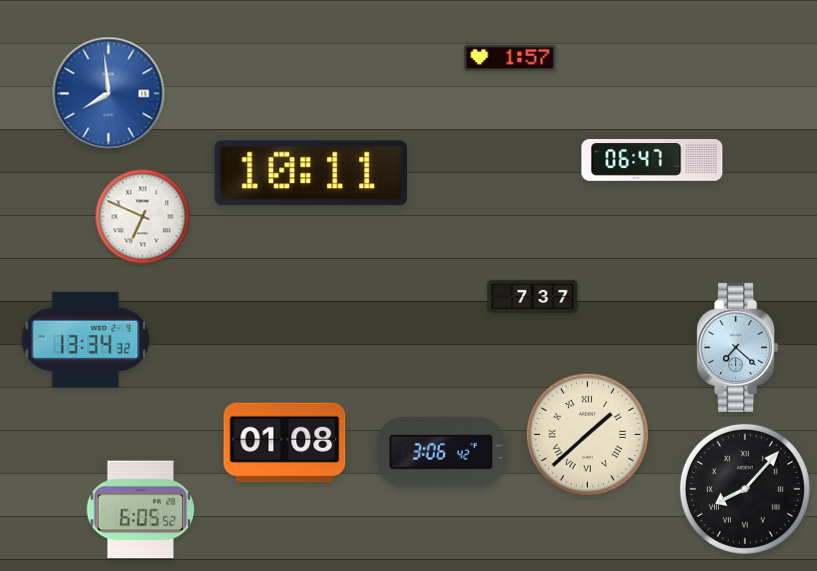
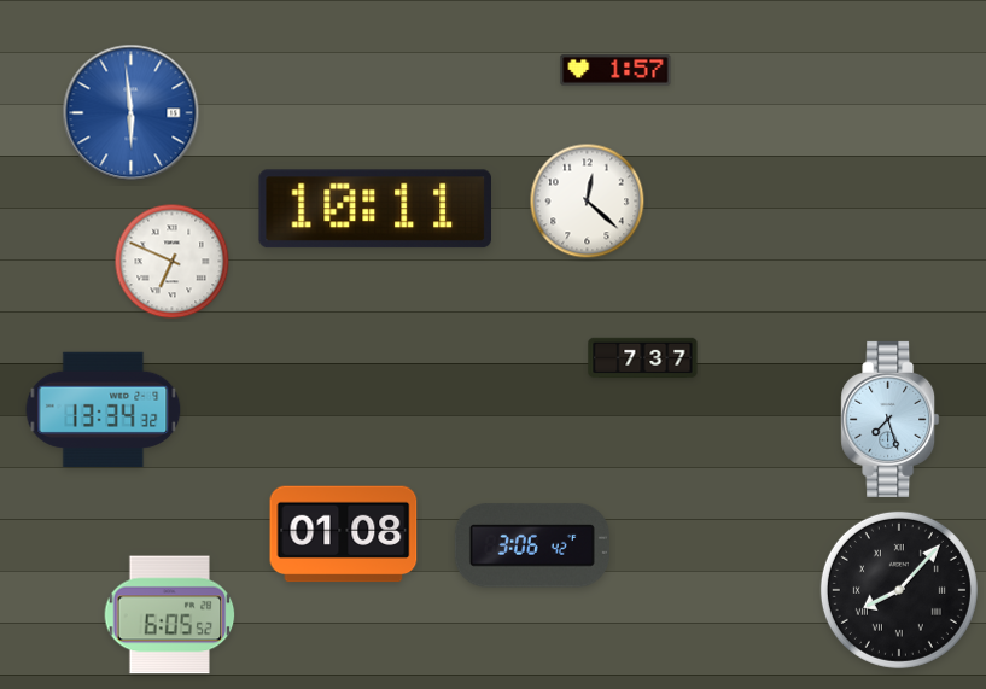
clock at (109, 94): 7:59 -> 5:59
clock at (652, 161): 06:47 -> none
clock at (588, 202): none -> 12:22
clock at (738, 347): 7:22 -> 7:27
clock at (587, 434): 1:38 -> none
